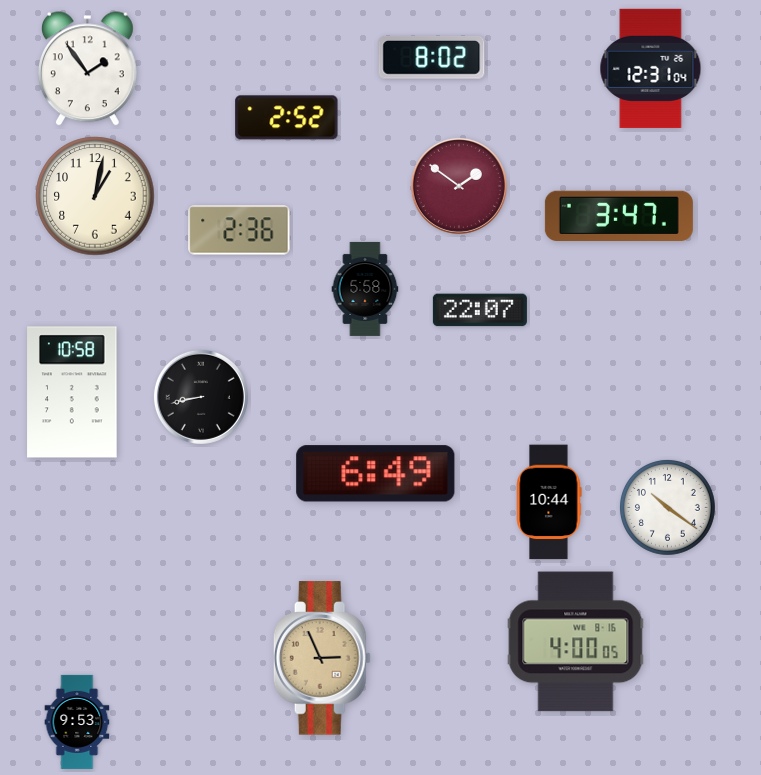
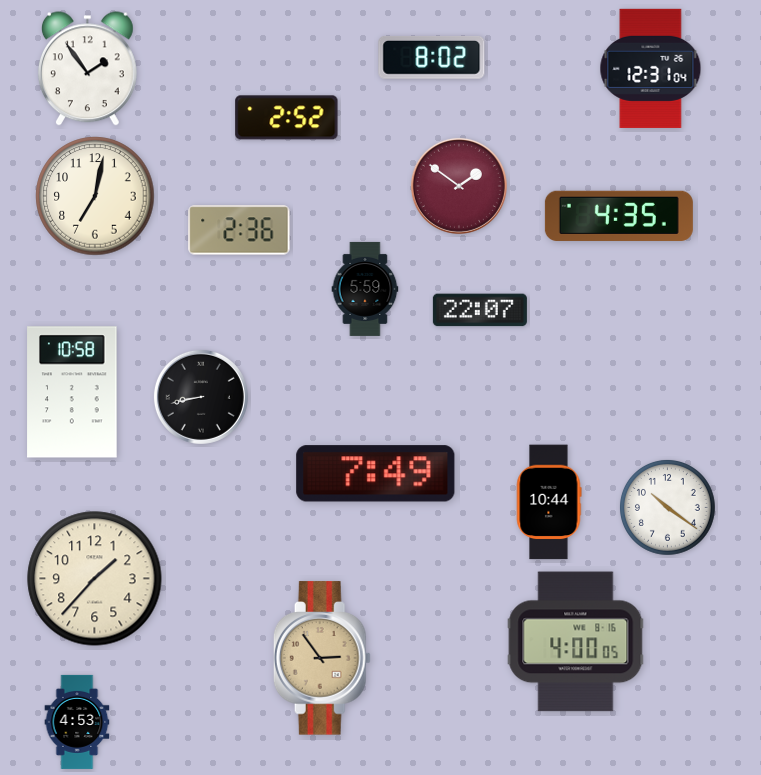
clock at (95, 196): 1:02 -> 7:02
clock at (619, 216): 3:47 -> 4:35
clock at (365, 289): 5:58 -> 5:59
clock at (376, 474): 6:49 -> 7:49
clock at (95, 579): none -> 1:37
clock at (322, 658): 2:56 -> 2:54
clock at (77, 722): 9:53 -> 4:53
